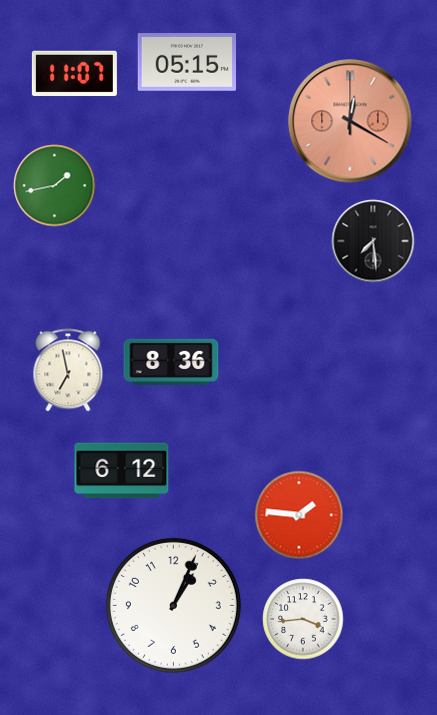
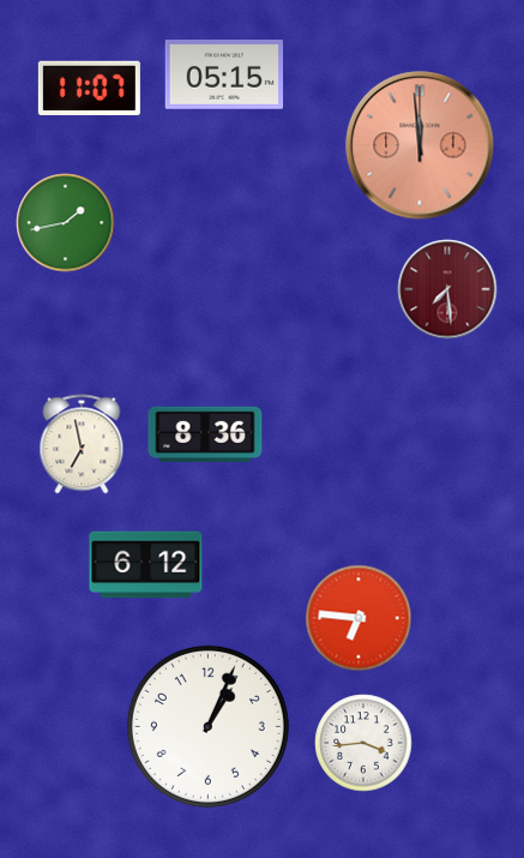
clock at (350, 121): 12:20 -> 11:59
clock at (373, 241) dial: black -> burgundy
clock at (299, 515): 1:46 -> 6:46
